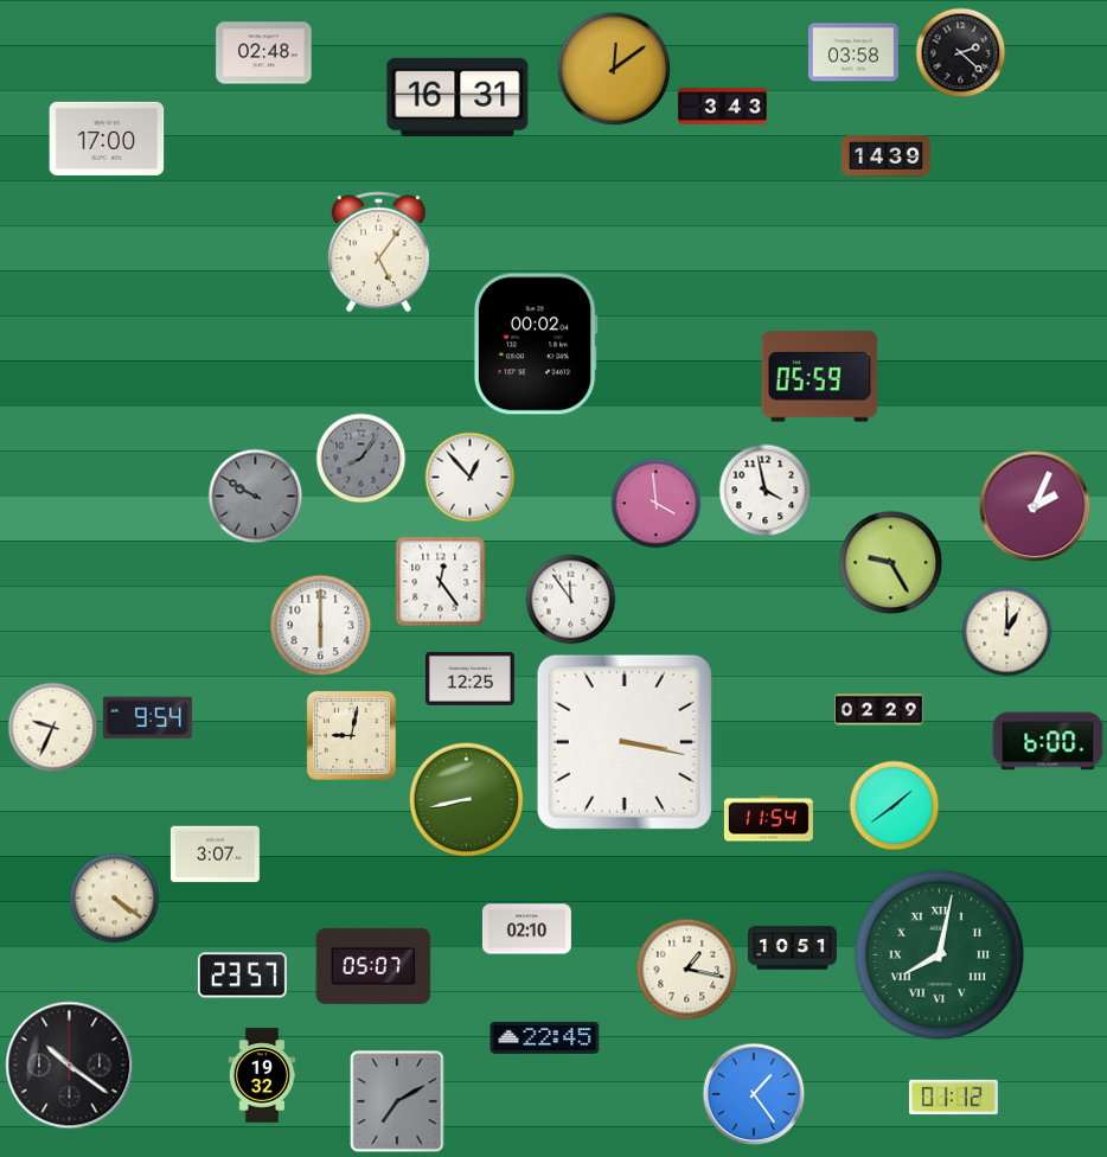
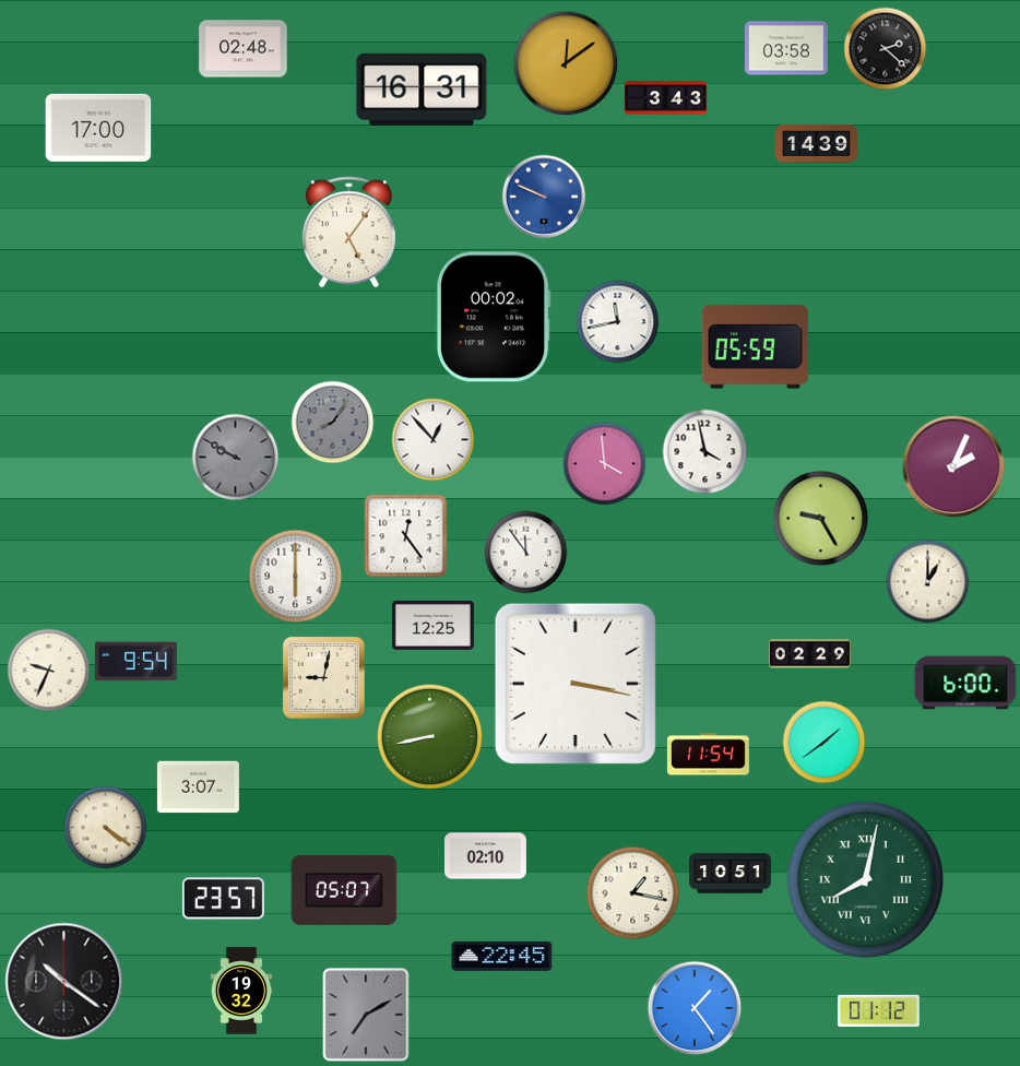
clock at (544, 197): none -> 9:49
clock at (618, 322): none -> 11:43
